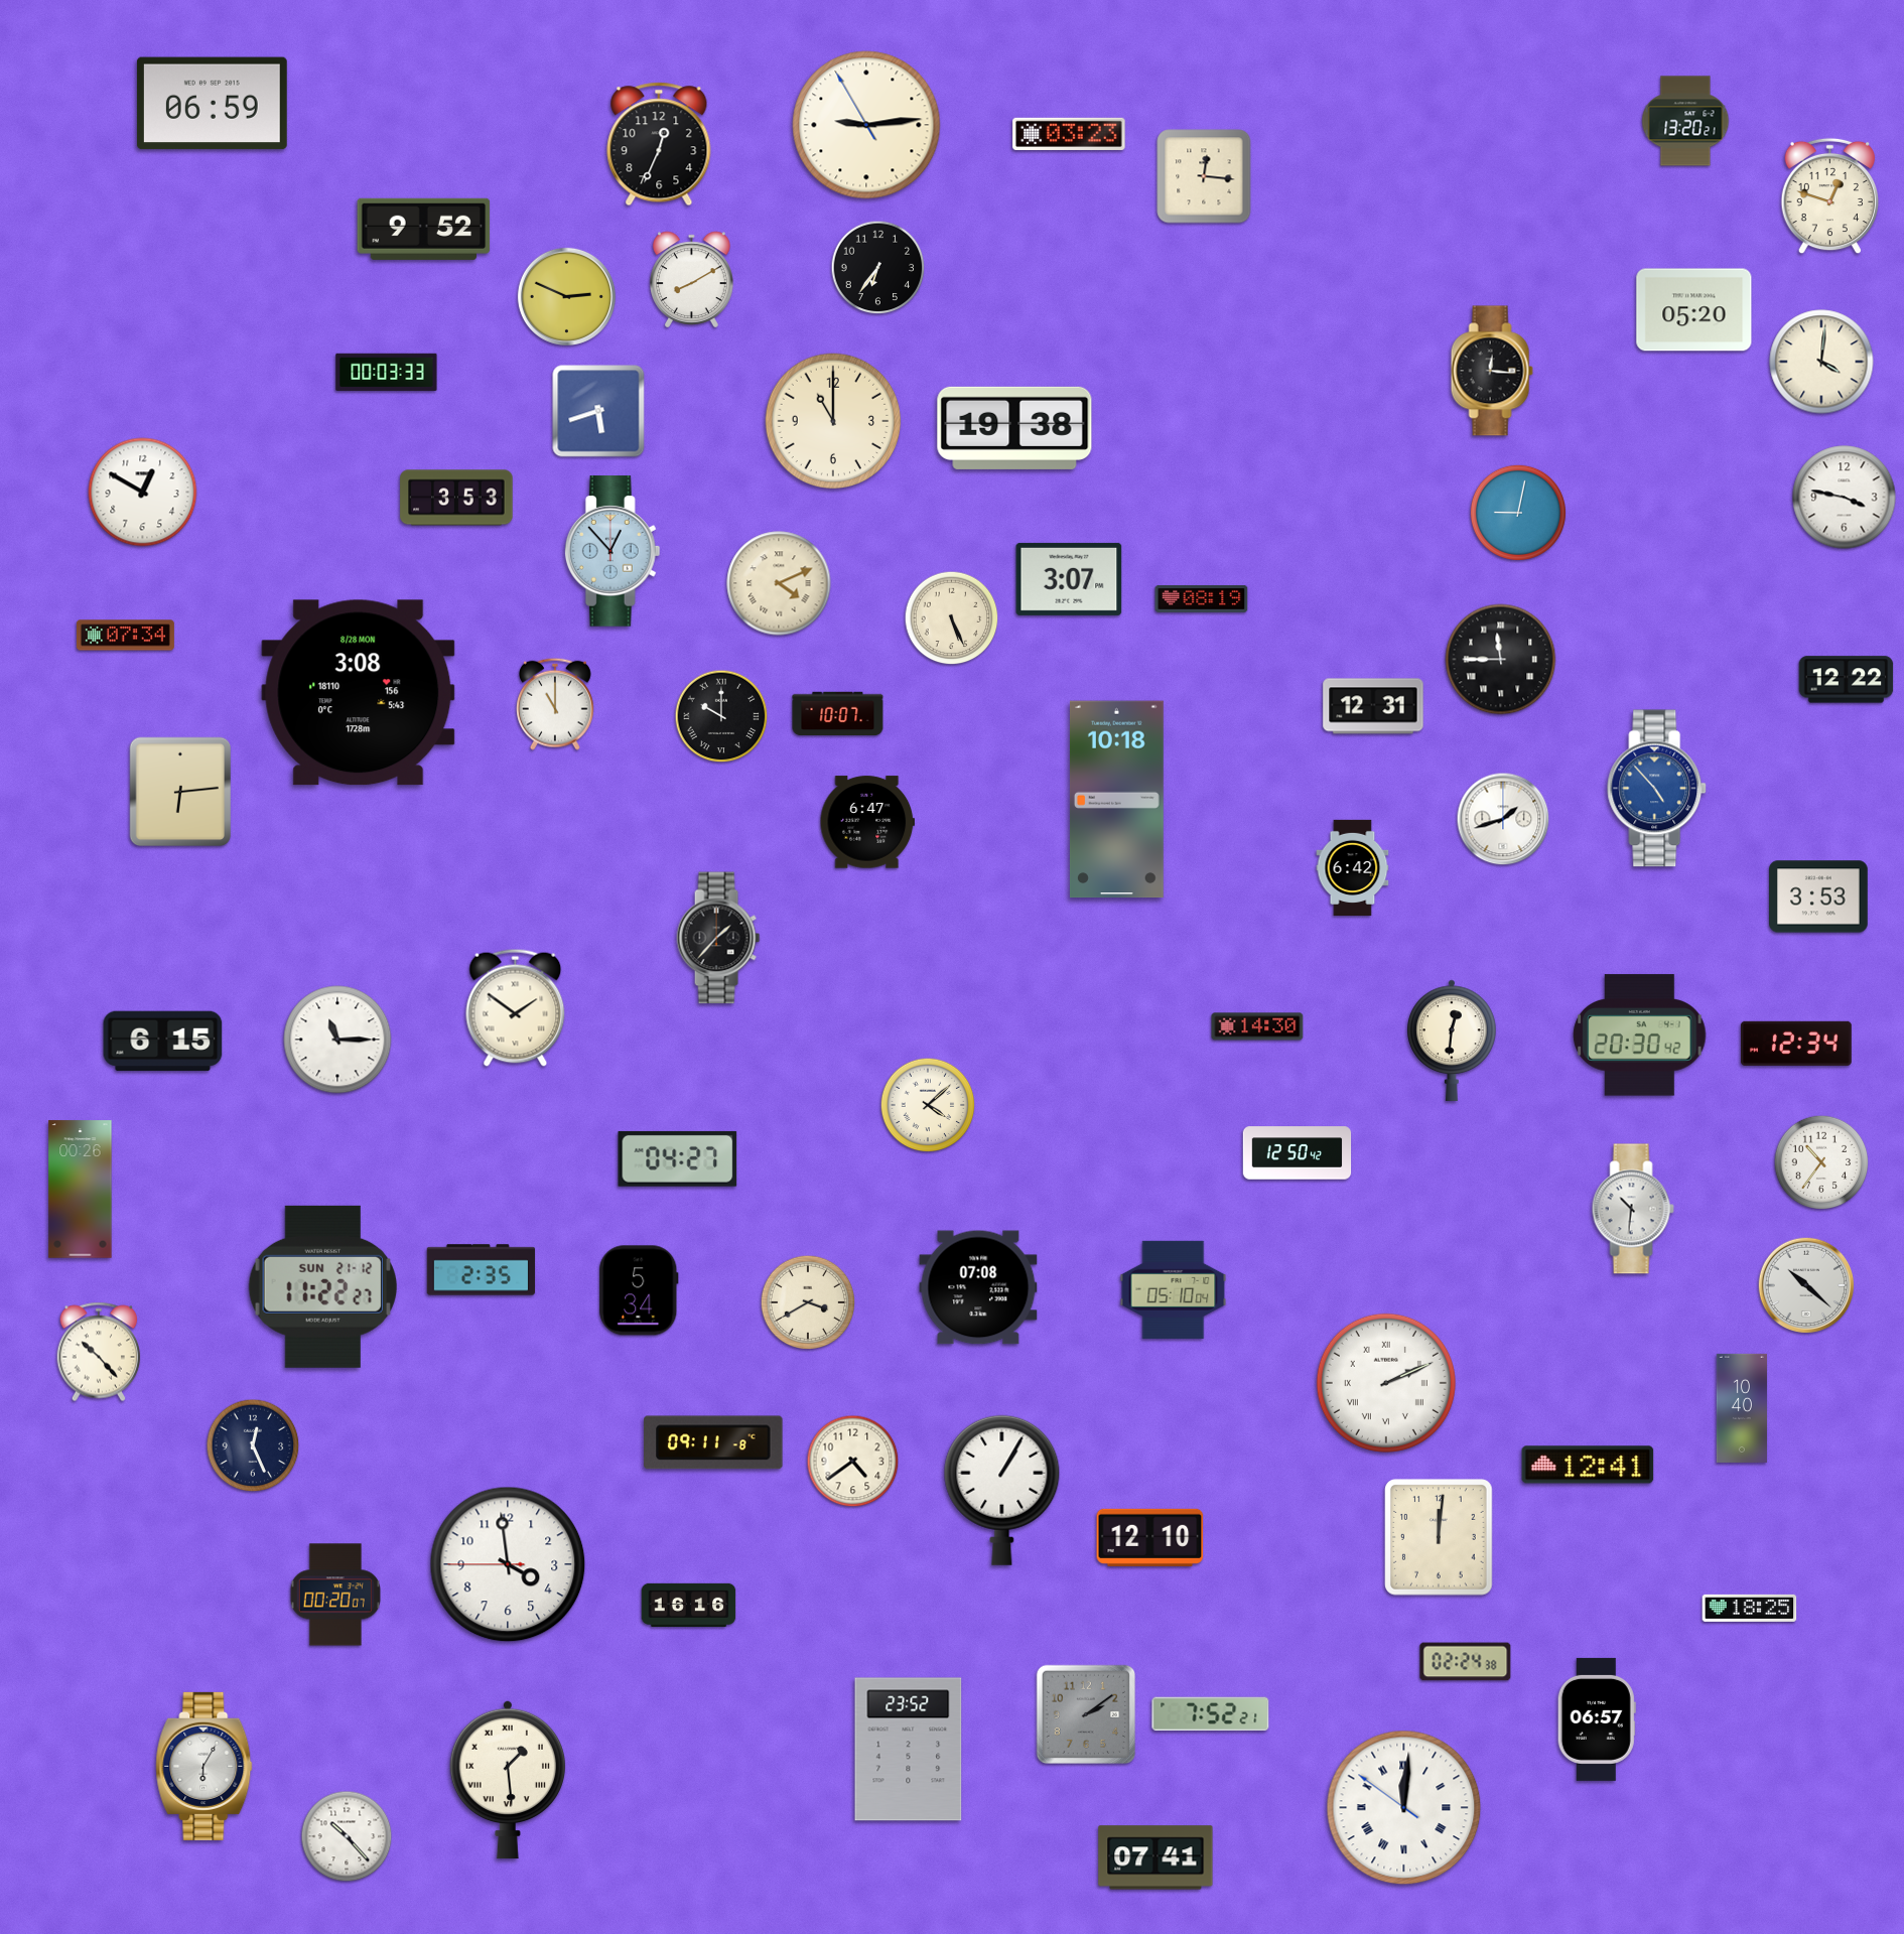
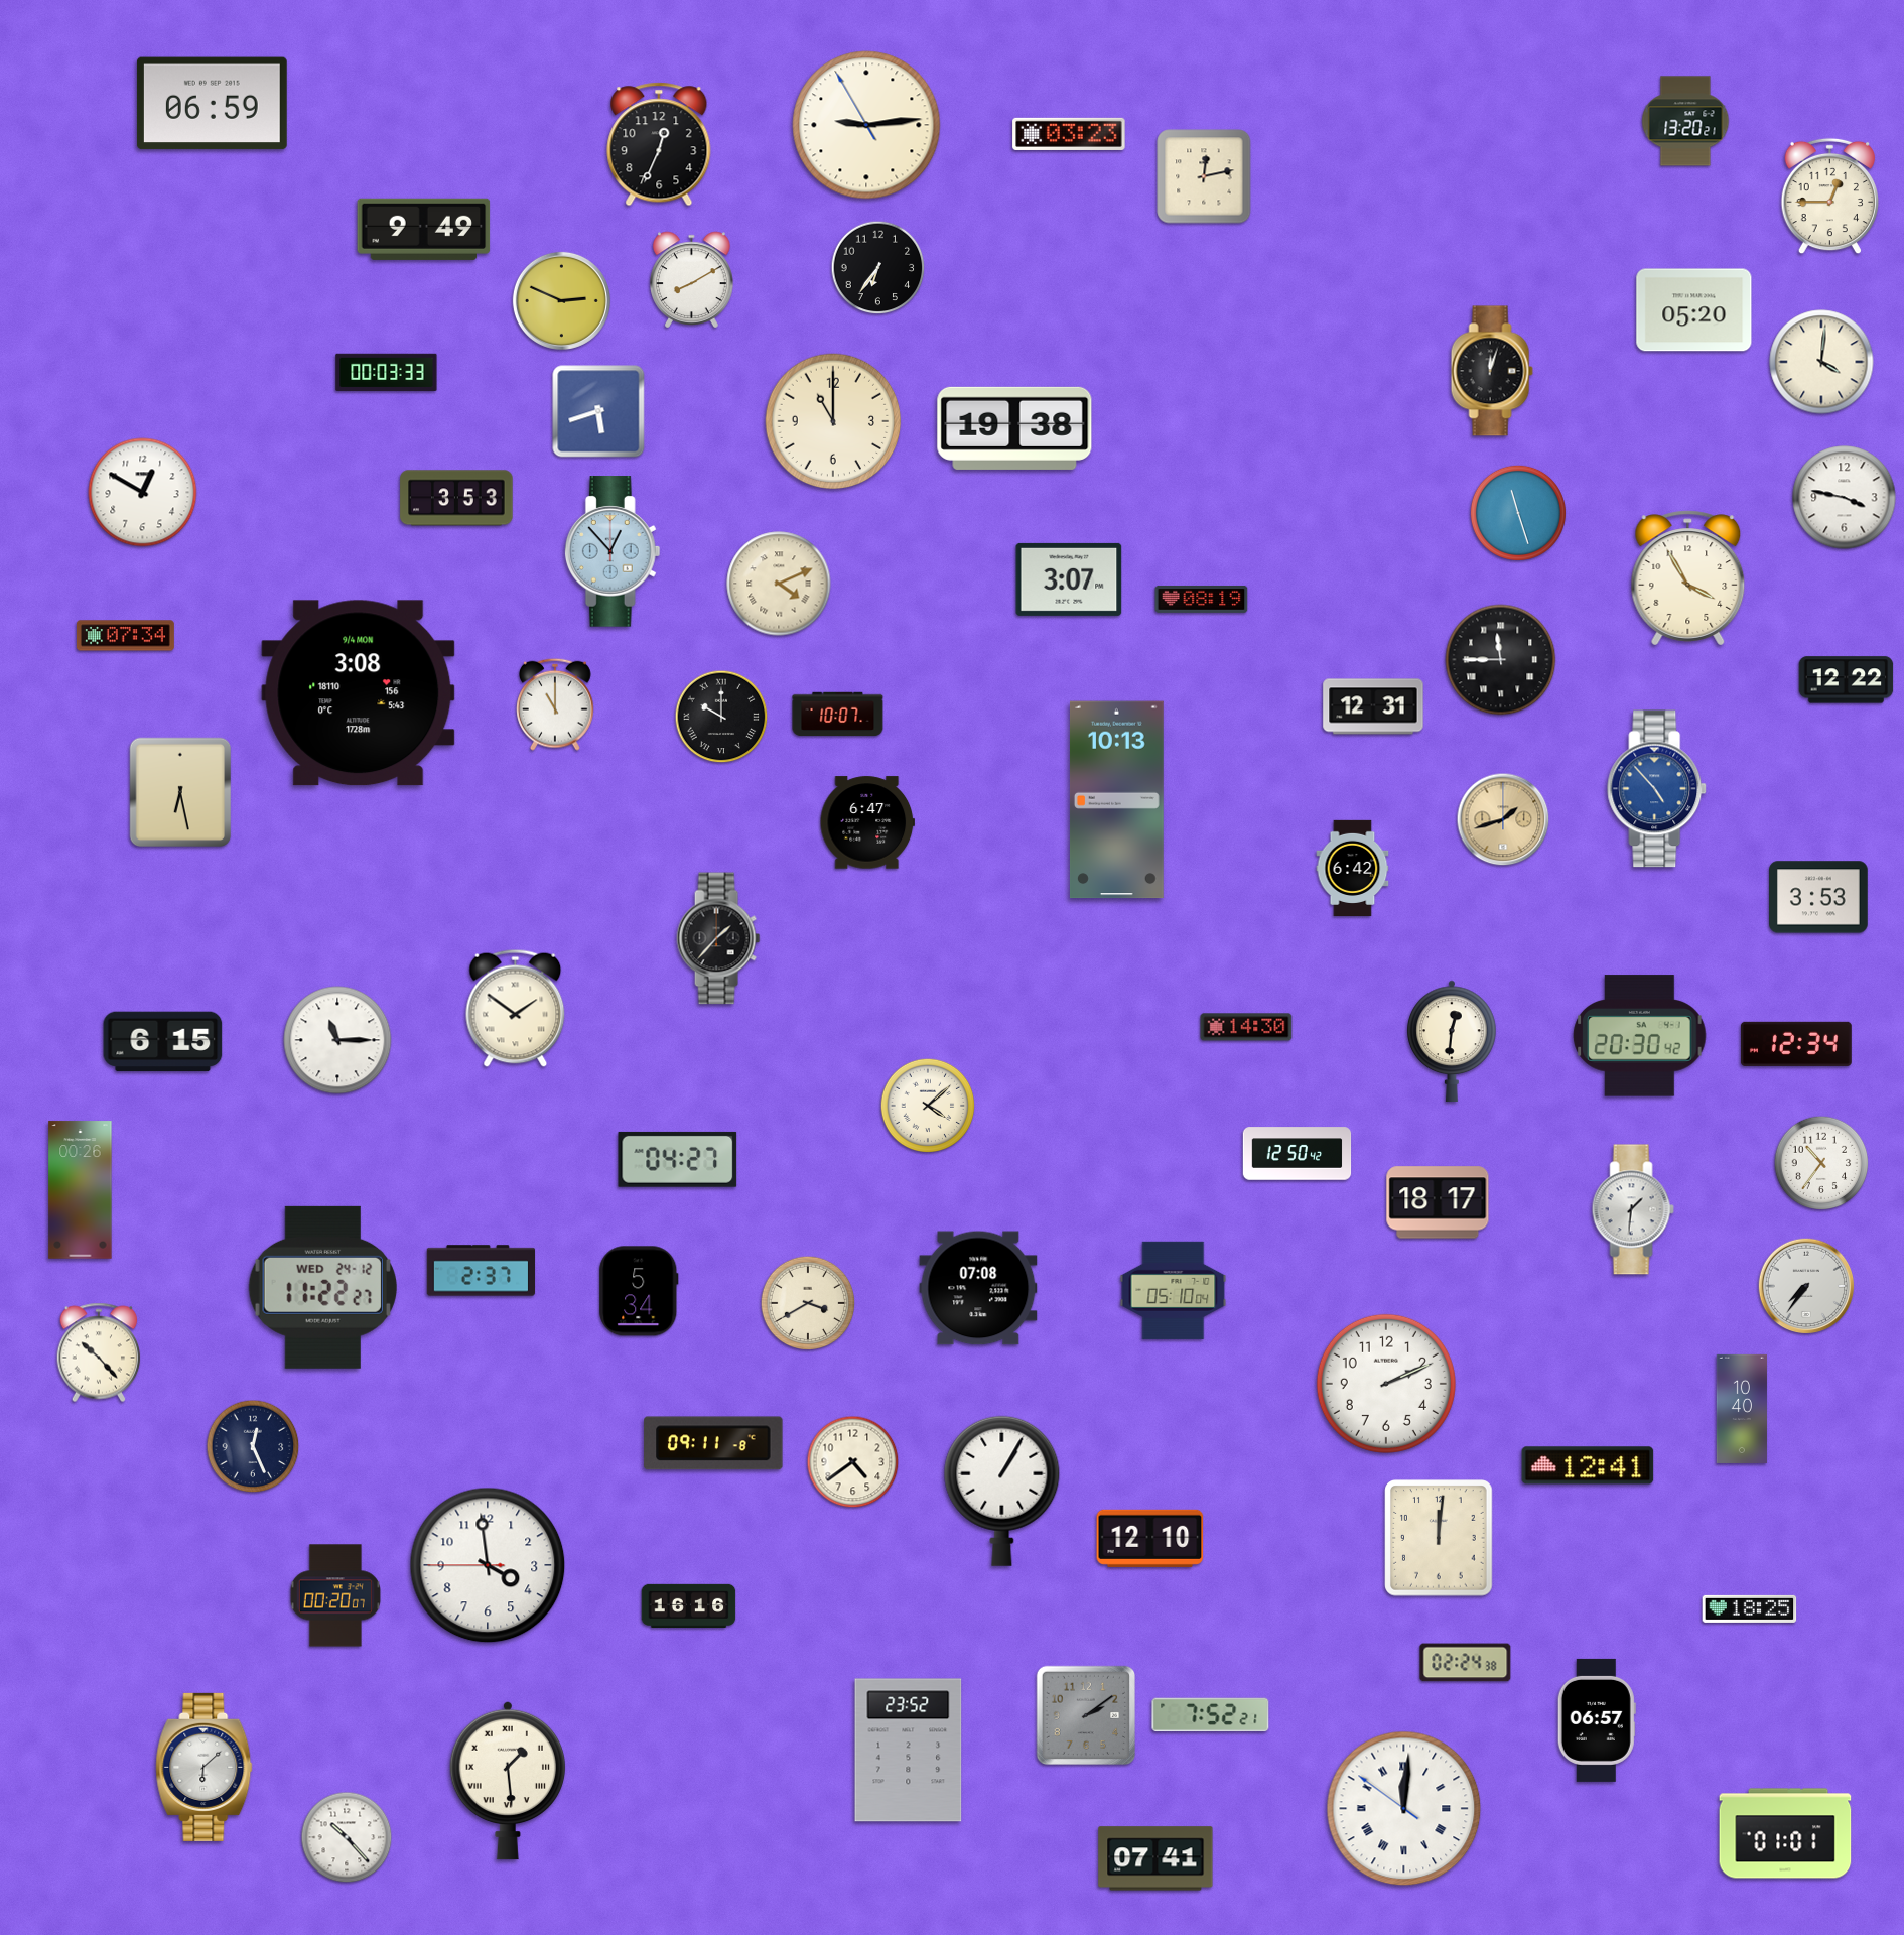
clock at (1204, 176): 12:16 -> 12:13
clock at (1829, 196): 12:48 -> 12:45
clock at (424, 229): 9:52 -> 9:49
clock at (566, 296) position: (566, 296) -> (561, 300)
clock at (1492, 371): 12:16 -> 12:03
clock at (1518, 513): 9:02 -> 11:27
clock at (1688, 578): none -> 3:55
clock at (952, 618): 5:26 -> none
clock at (359, 693) date: 8/28 MON -> 9/4 MON
clock at (180, 792): 6:14 -> 6:28
clock at (1116, 800): 10:18 -> 10:13
clock at (1503, 819) dial: white -> champagne
clock at (1257, 1026) position: (1257, 1026) -> (1246, 1027)
clock at (1438, 1202): none -> 18:17
clock at (1633, 1209): 10:31 -> 1:31
clock at (482, 1270): 2:35 -> 2:37
clock at (1806, 1285): 10:22 -> 7:36
clock at (322, 1286) date: SUN 21-12 -> WED 24-12
clock at (1386, 1383) numerals: Roman -> Arabic
clock at (508, 1564) position: (508, 1564) -> (488, 1565)
clock at (205, 1766): 6:05 -> 6:08
clock at (1785, 1833): none -> 01:01
